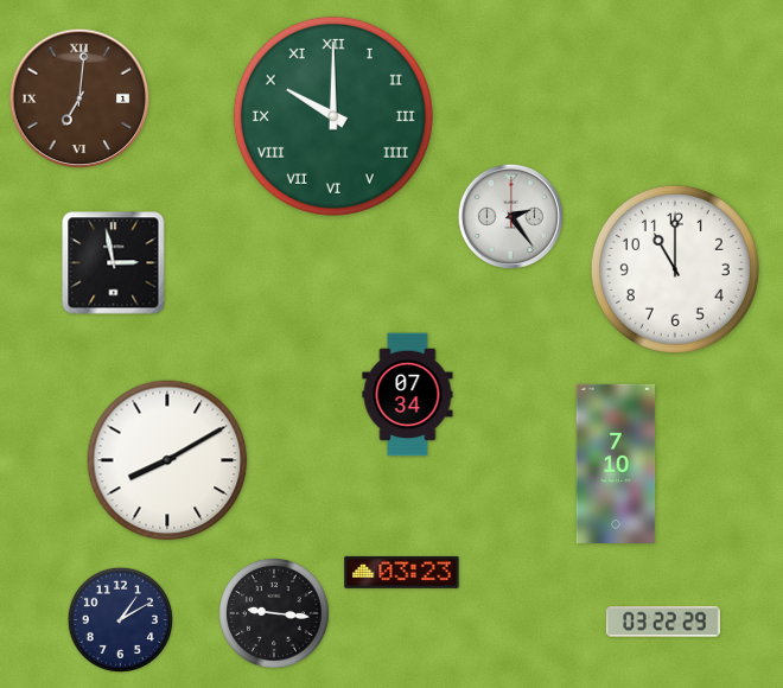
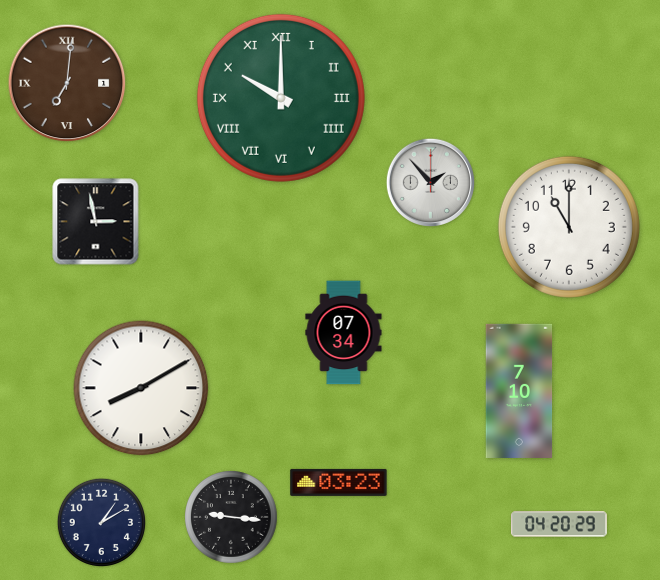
clock at (510, 216): 2:24 -> 1:53
clock at (663, 622): 03:22 -> 04:20
